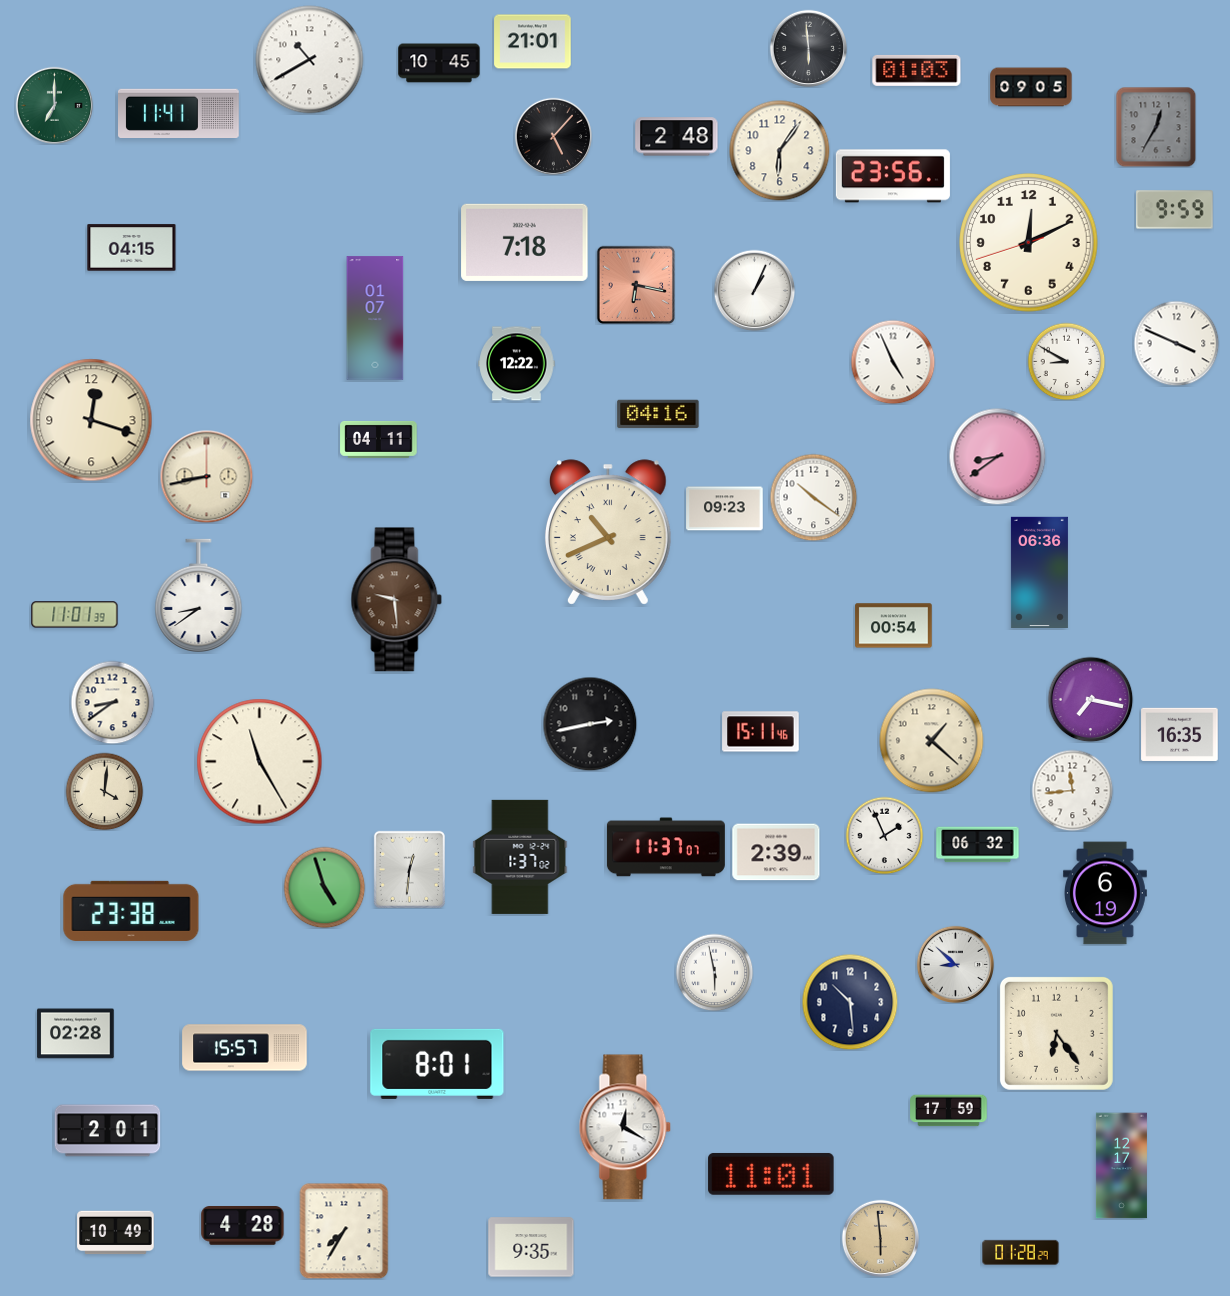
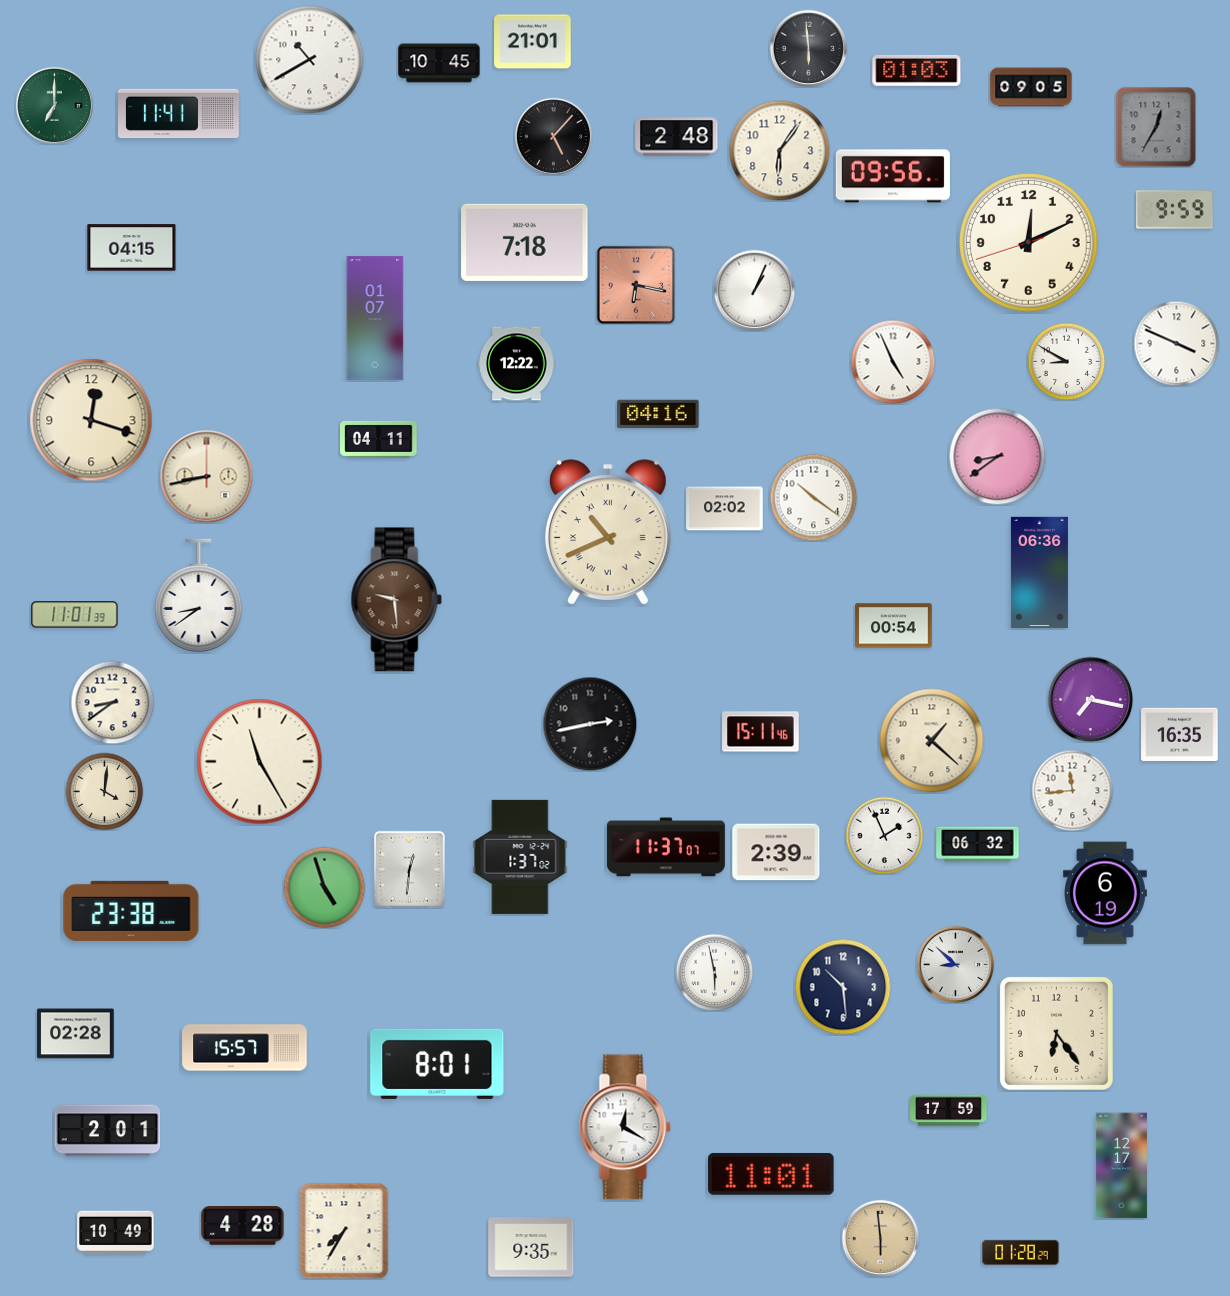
clock at (893, 176): 23:56 -> 09:56
clock at (725, 509): 09:23 -> 02:02
clock at (850, 1002) position: (850, 1002) -> (843, 987)
